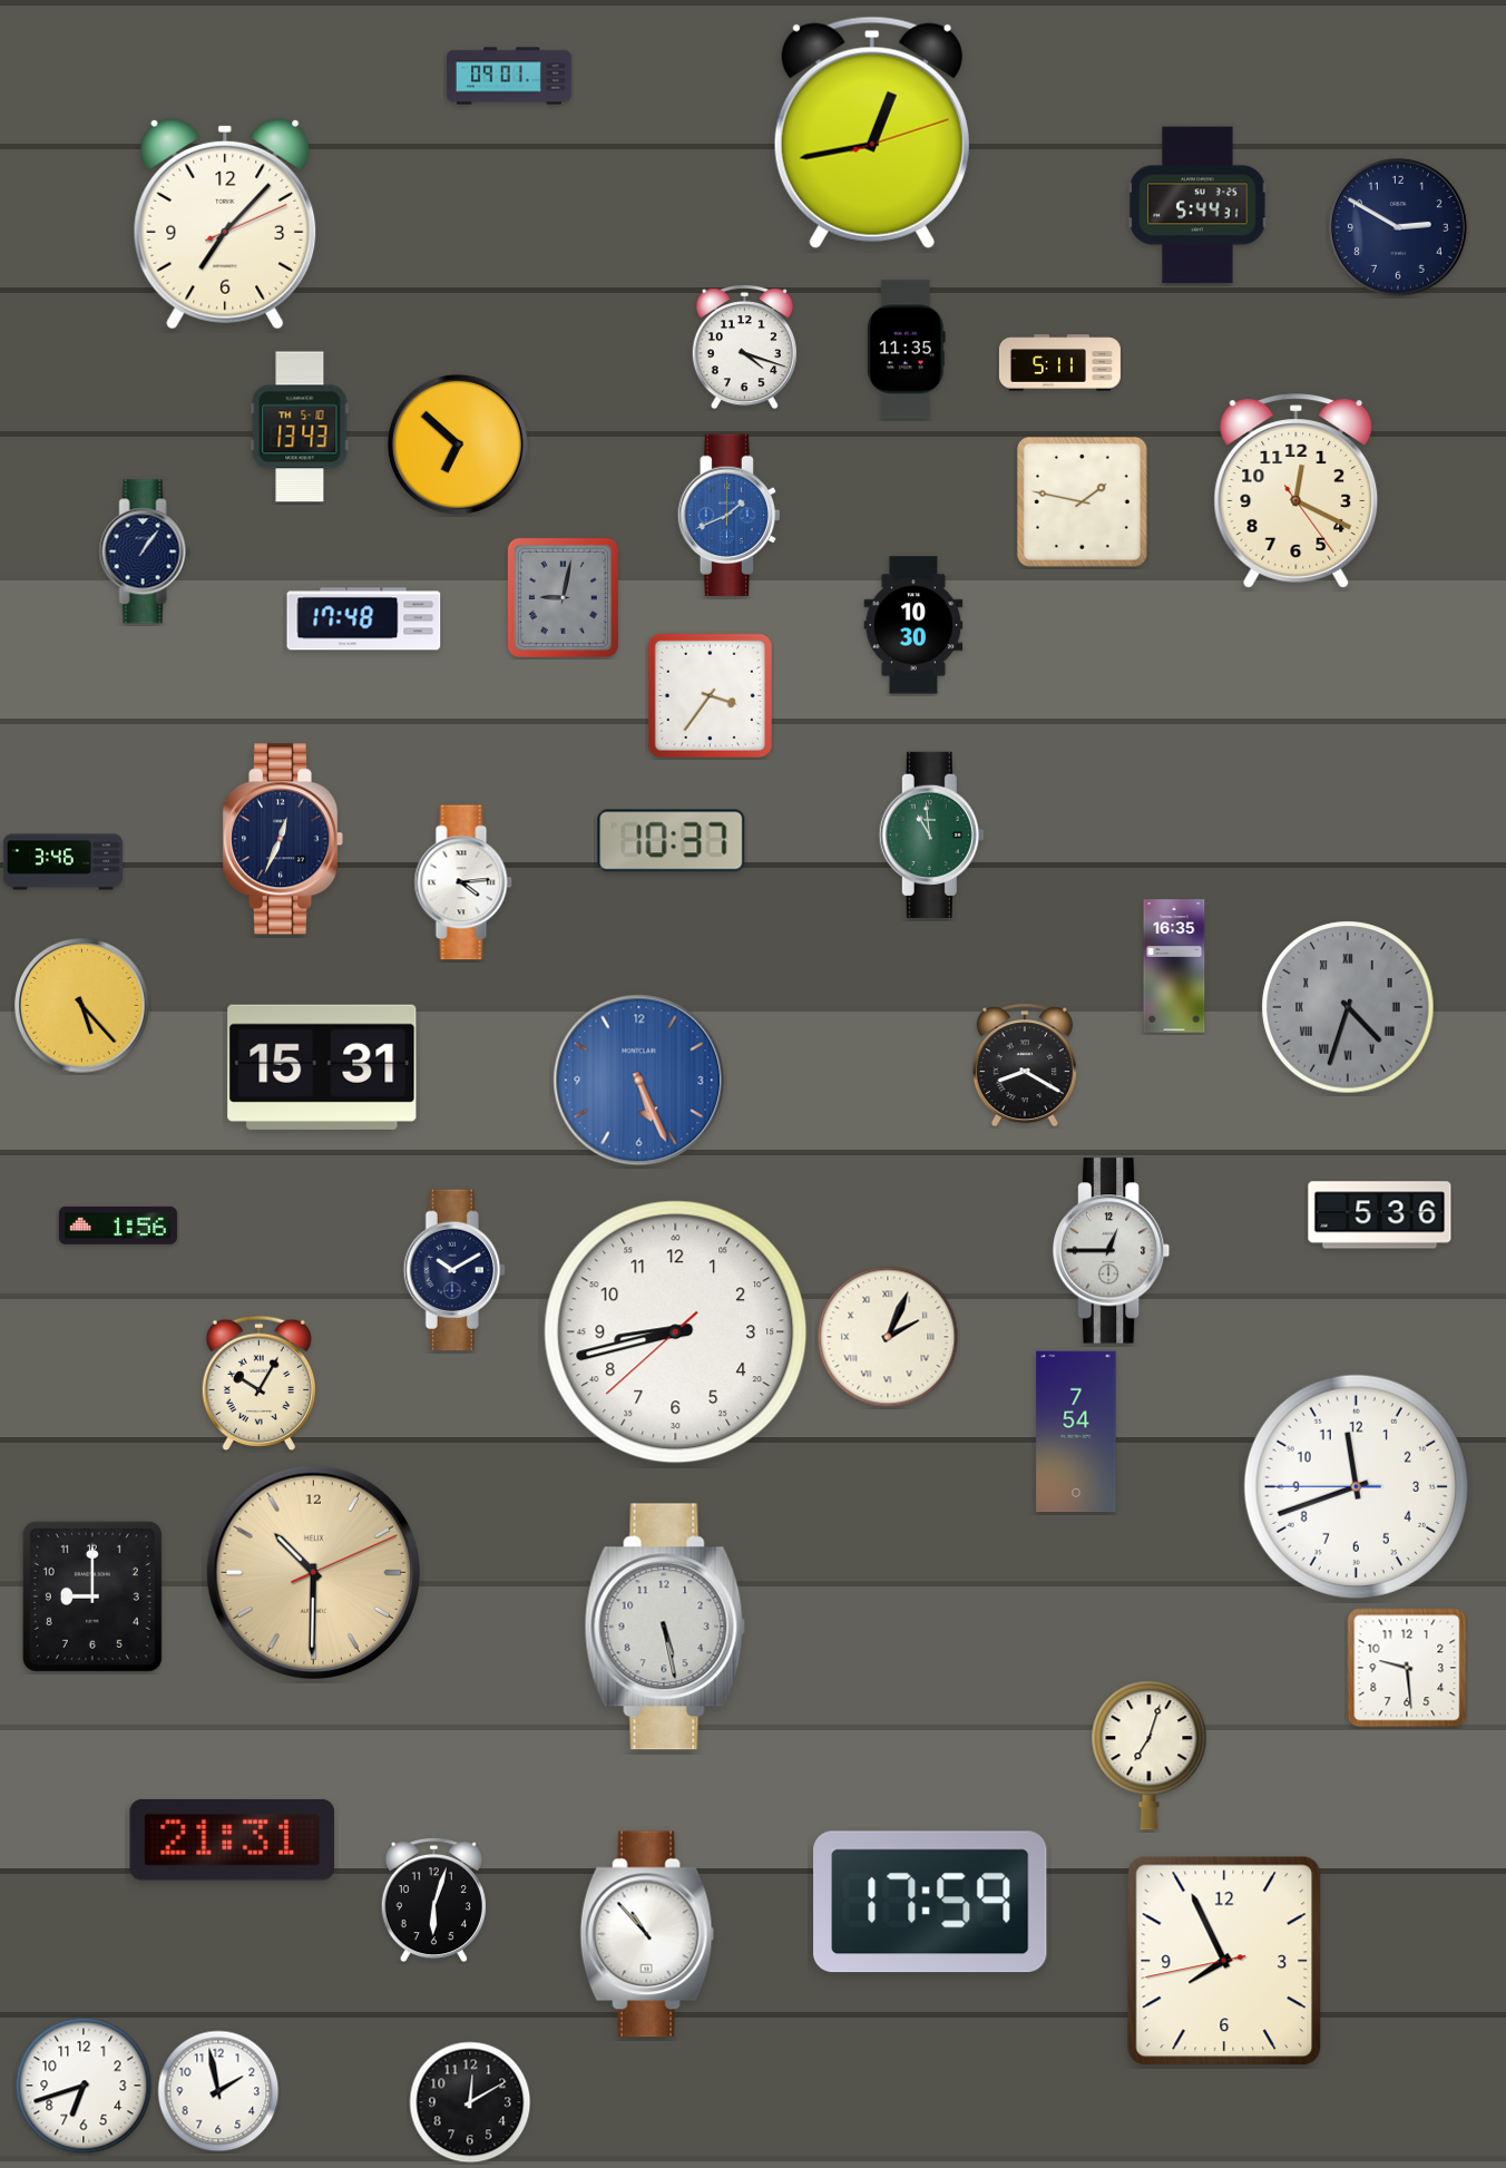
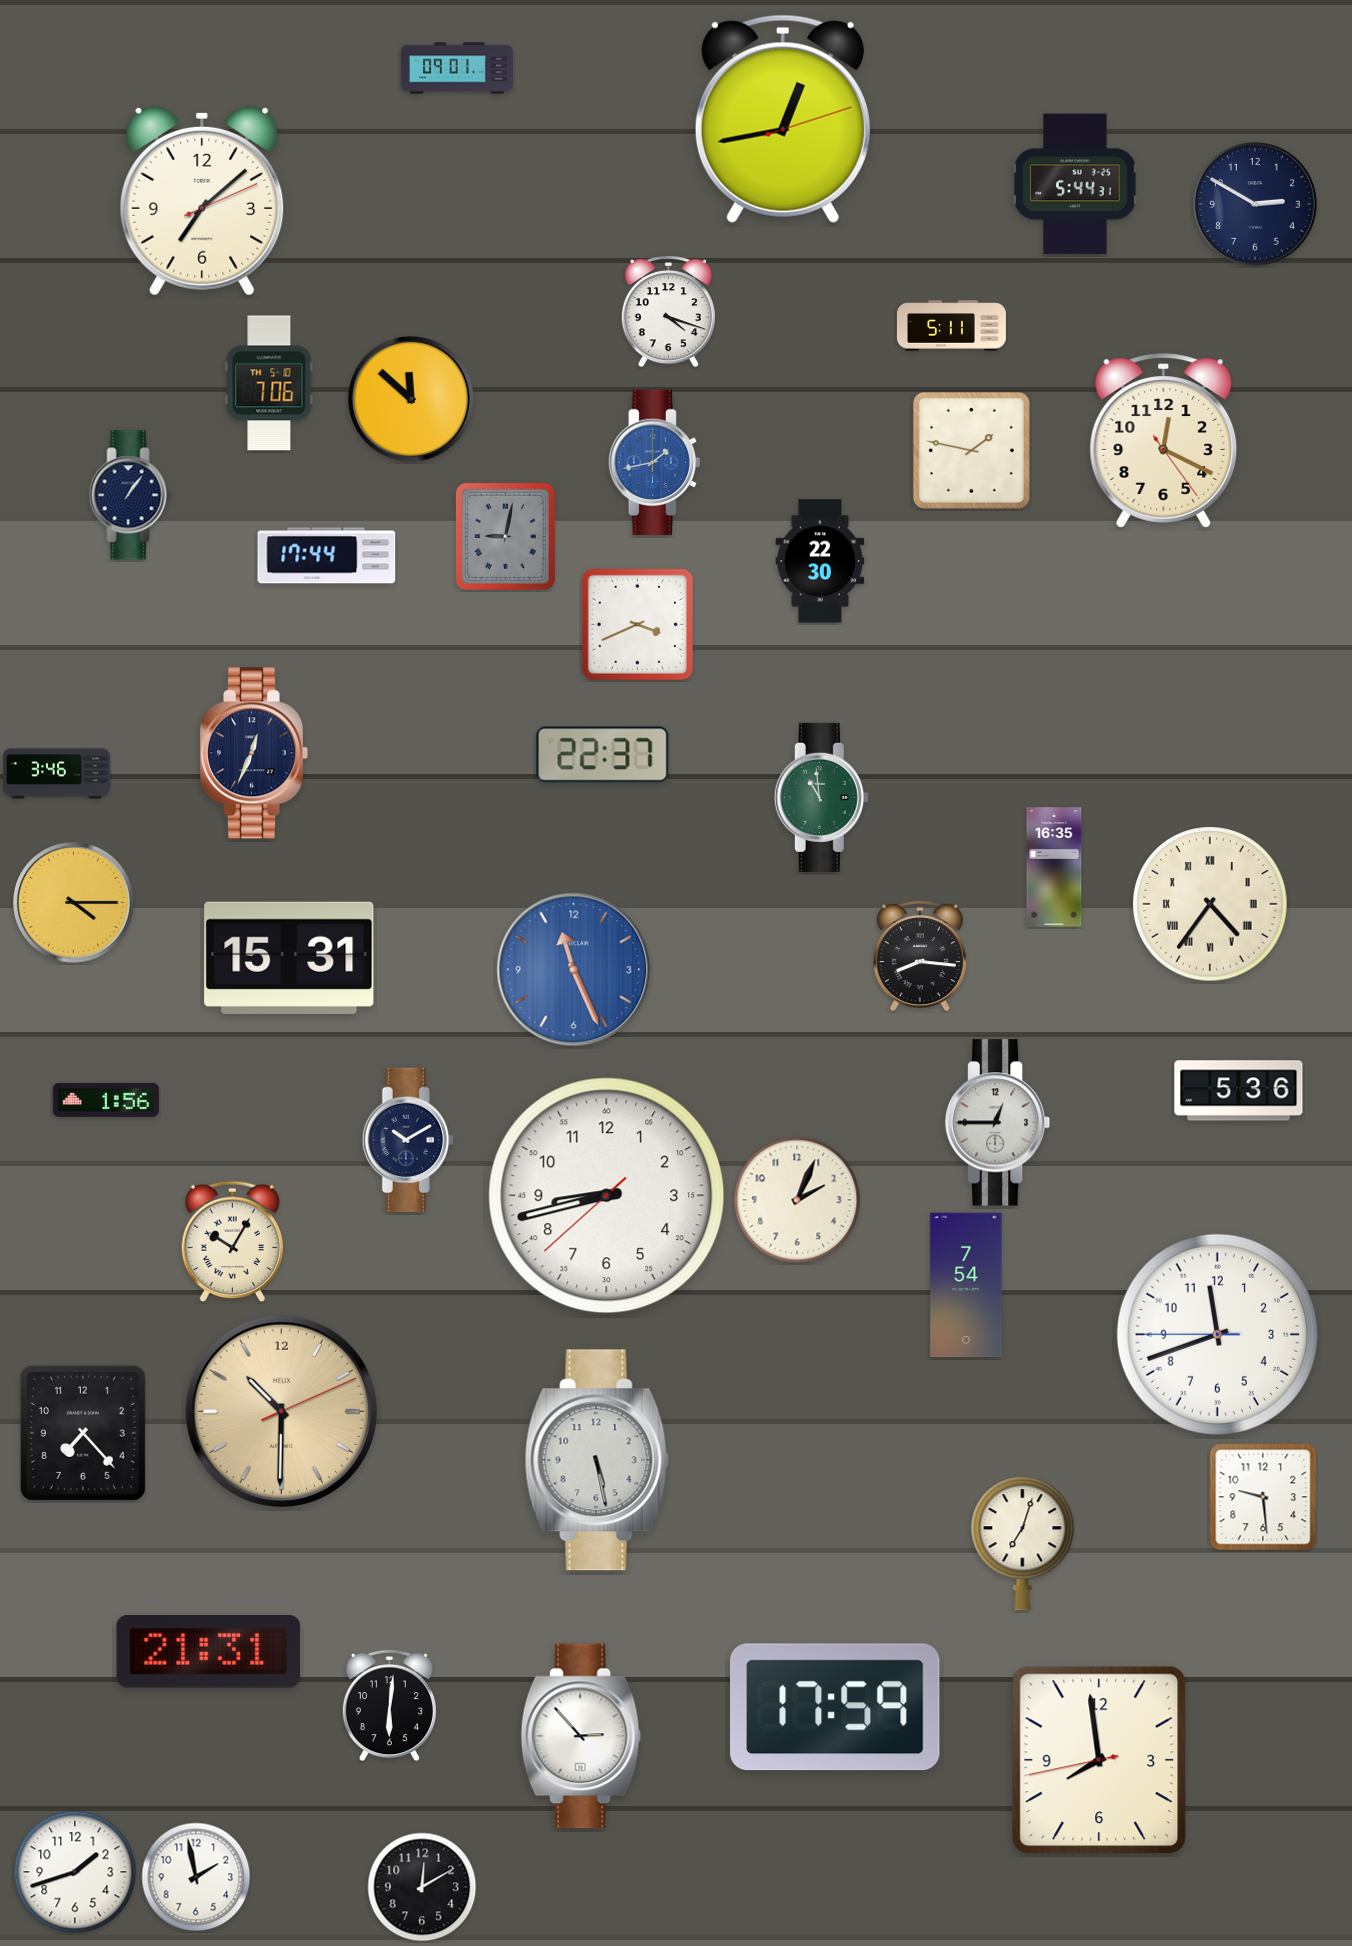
clock at (225, 224): 7:07 -> 7:08
clock at (907, 350): 11:35 -> none
clock at (300, 427): 13:43 -> 7:06
clock at (458, 445): 6:52 -> 11:52
clock at (728, 516): 1:41 -> 1:43
clock at (364, 619): 17:48 -> 17:44
clock at (913, 625): 10:30 -> 22:30
clock at (710, 695): 3:36 -> 3:41
clock at (931, 834) position: (931, 834) -> (821, 797)
clock at (672, 841): 10:37 -> 22:37
clock at (463, 882): 4:14 -> none
clock at (82, 1006): 5:23 -> 4:15
clock at (1348, 1007): 4:33 -> 4:36
clock at (1348, 1007) dial: grey -> cream
clock at (1025, 1065): 8:20 -> 8:16
clock at (639, 1081): 5:26 -> 11:26
clock at (888, 1337) numerals: Roman -> Arabic
clock at (92, 1596): 9:00 -> 7:23
clock at (1150, 1756) position: (1150, 1756) -> (1023, 1544)
clock at (433, 1901): 6:03 -> 6:01
clock at (647, 1934): 10:53 -> 2:53
clock at (1224, 1961): 7:55 -> 7:58
clock at (84, 2086): 6:42 -> 1:42
